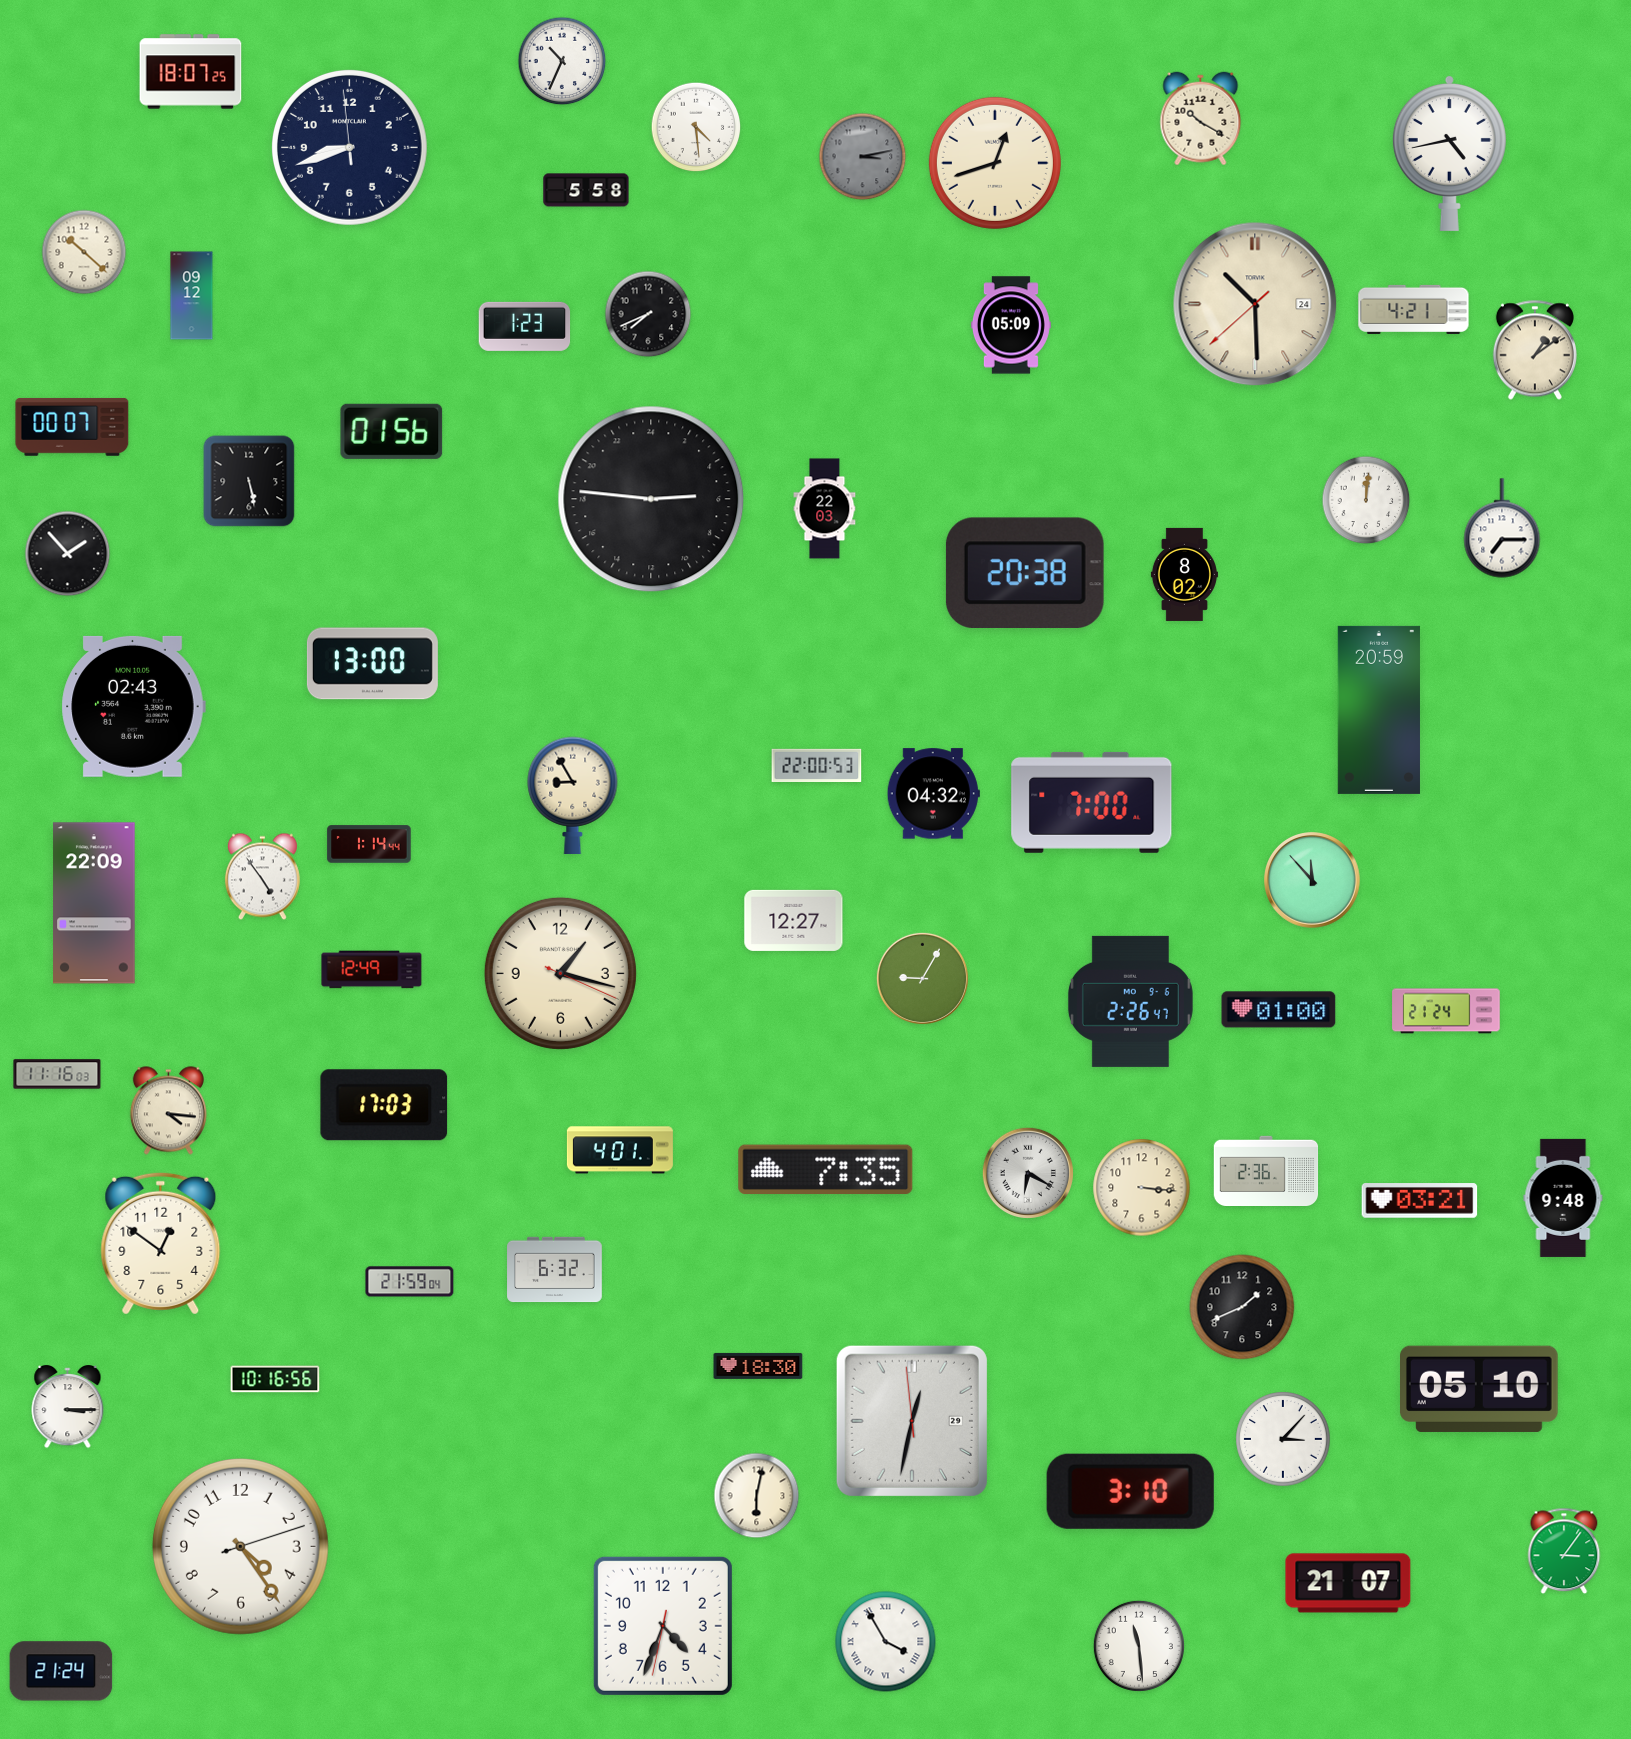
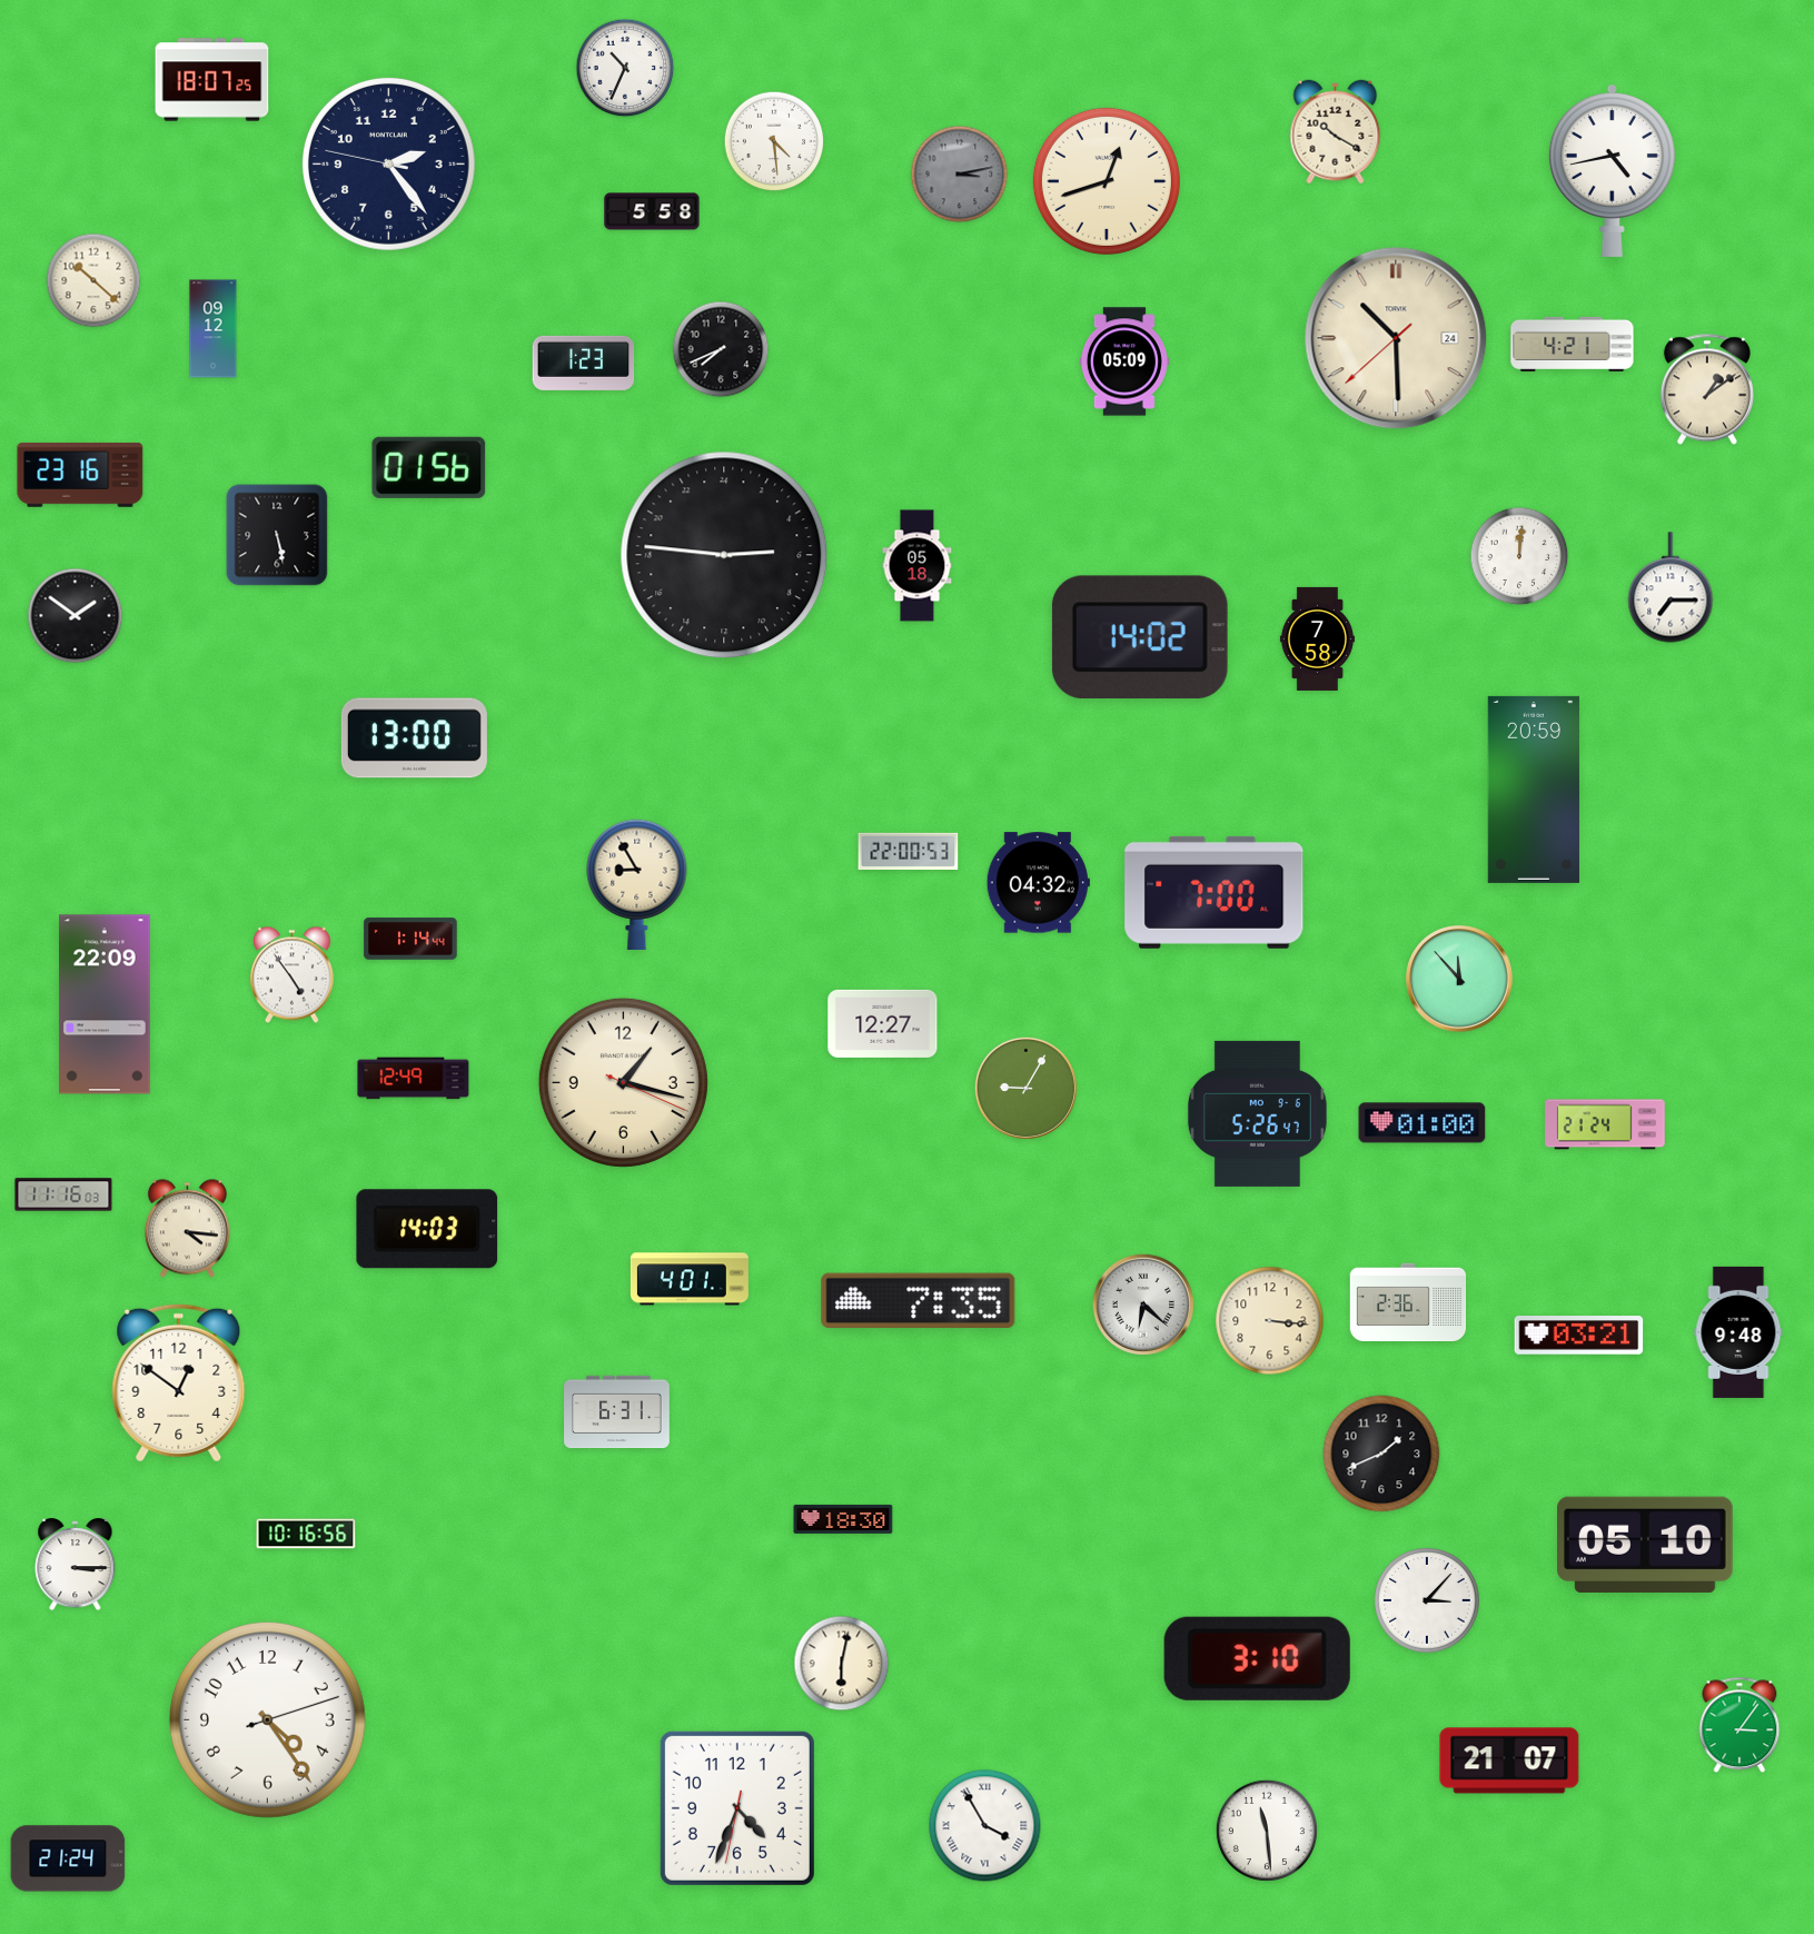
clock at (349, 147): 8:41 -> 2:23
clock at (72, 427): 00:07 -> 23:16
clock at (392, 431) position: (392, 431) -> (429, 467)
clock at (825, 509): 22:03 -> 05:18
clock at (68, 554): 1:53 -> 1:51
clock at (1025, 572): 20:38 -> 14:02
clock at (1184, 574): 8:02 -> 7:58
clock at (133, 706): 02:43 -> none
clock at (1130, 1001): 2:26 -> 5:26
clock at (1446, 1011) position: (1446, 1011) -> (1605, 1124)
clock at (384, 1105): 17:03 -> 14:03
clock at (168, 1111) position: (168, 1111) -> (187, 1229)
clock at (1028, 1173): 6:20 -> 6:22
clock at (555, 1270): 6:32 -> 6:31
clock at (410, 1282): 21:59 -> none
clock at (912, 1421): 12:31 -> none
clock at (1348, 1583) position: (1348, 1583) -> (1509, 1761)
